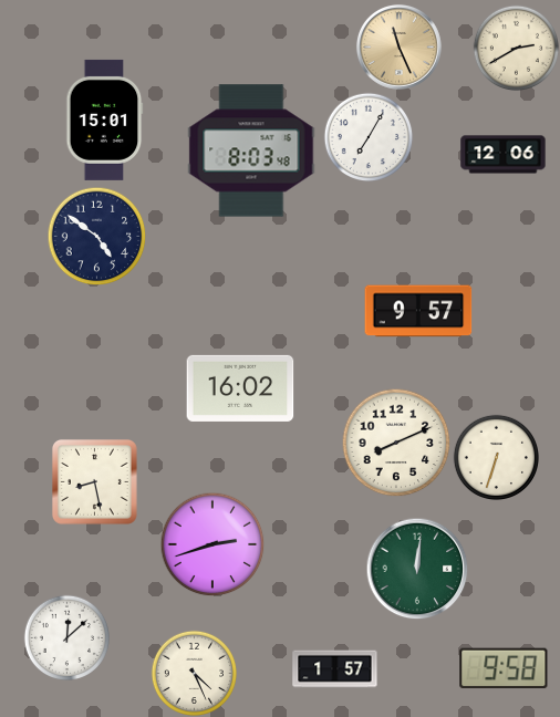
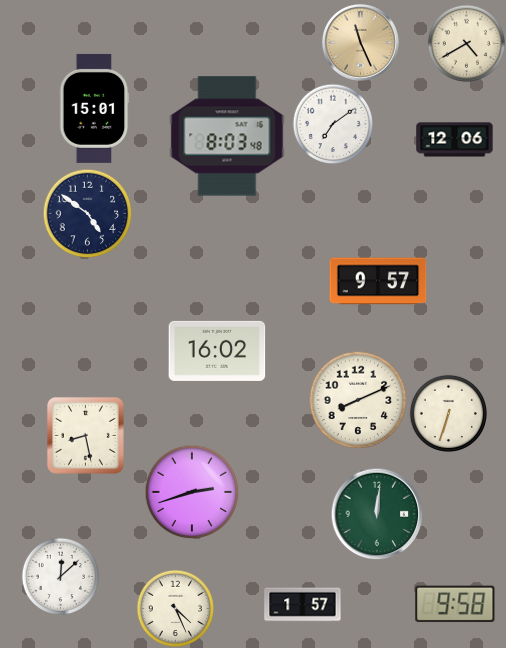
clock at (516, 48): 2:40 -> 4:40
clock at (369, 137): 7:05 -> 7:09
